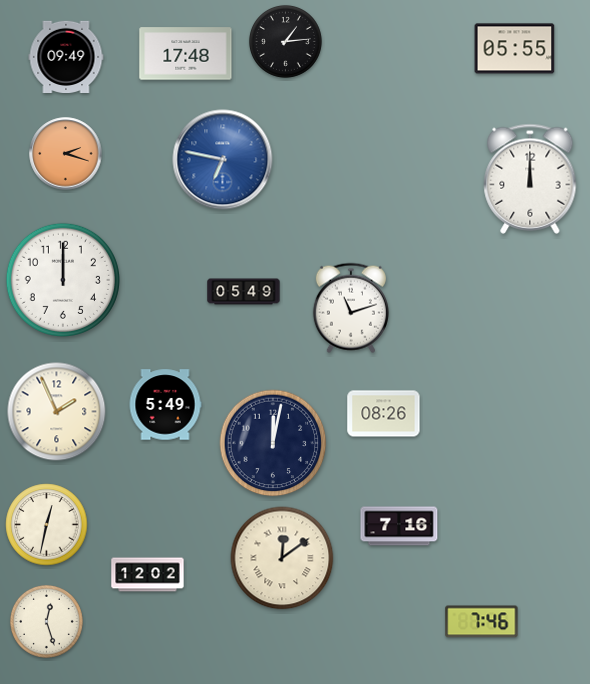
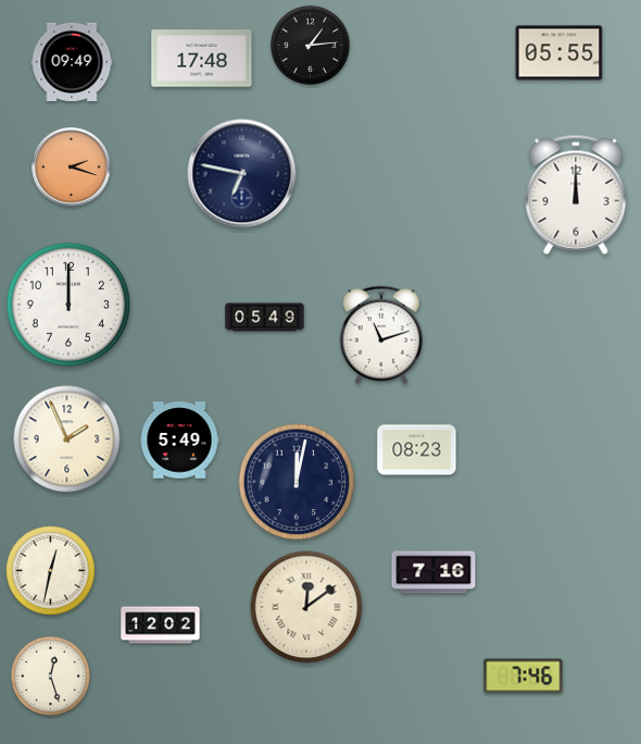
clock at (223, 160) dial: blue -> navy
clock at (57, 412) position: (57, 412) -> (67, 439)
clock at (384, 414): 08:26 -> 08:23
